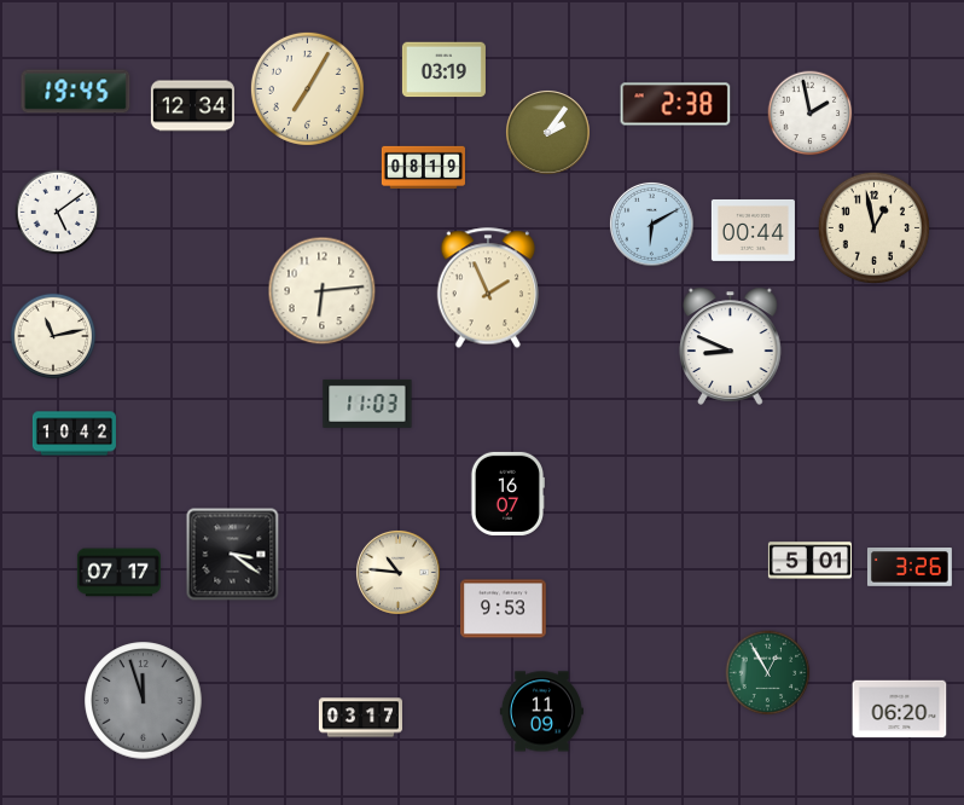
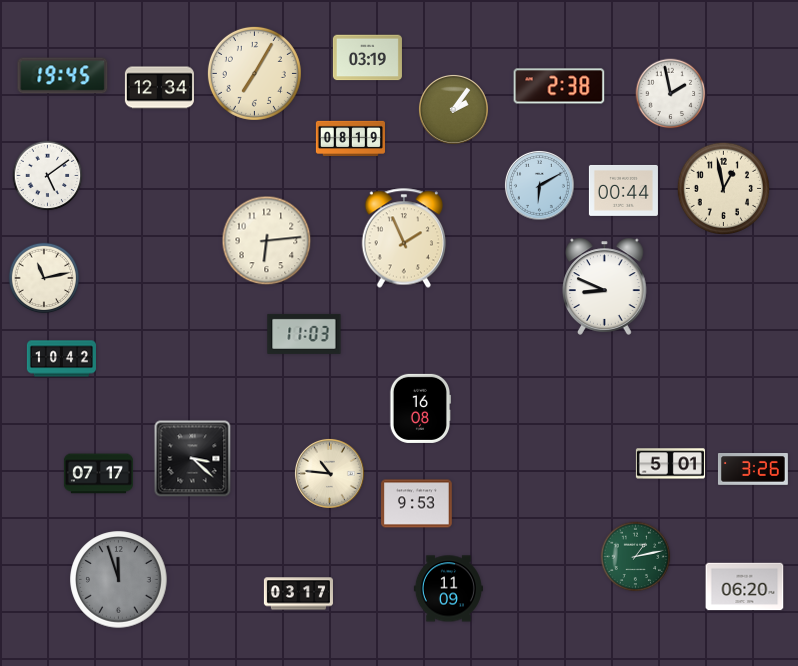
clock at (506, 493): 16:07 -> 16:08
clock at (233, 555): 3:21 -> 3:22
clock at (768, 673): 12:55 -> 1:13
